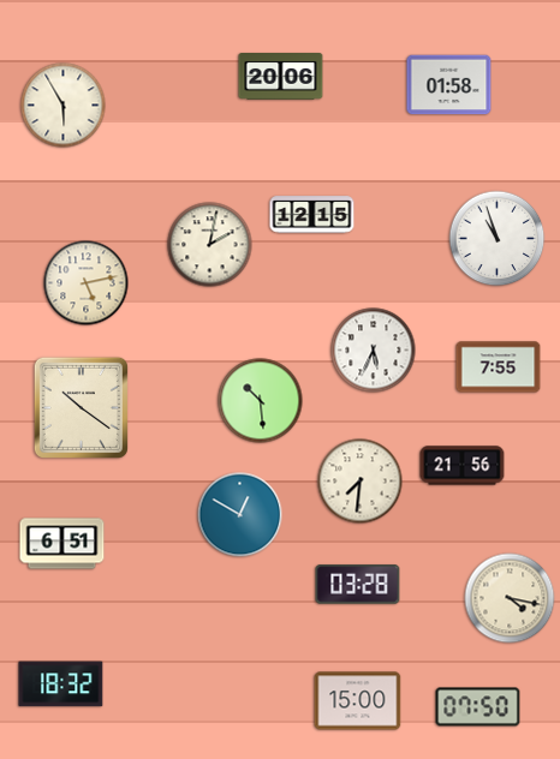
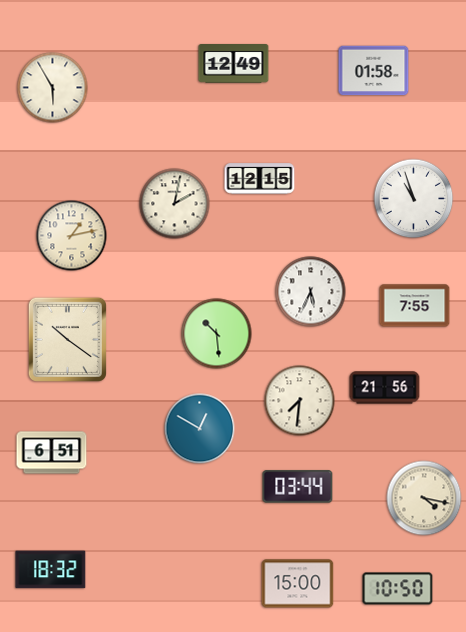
clock at (281, 77): 20:06 -> 12:49
clock at (87, 283): 5:13 -> 1:13
clock at (358, 585): 03:28 -> 03:44
clock at (478, 707): 07:50 -> 10:50
